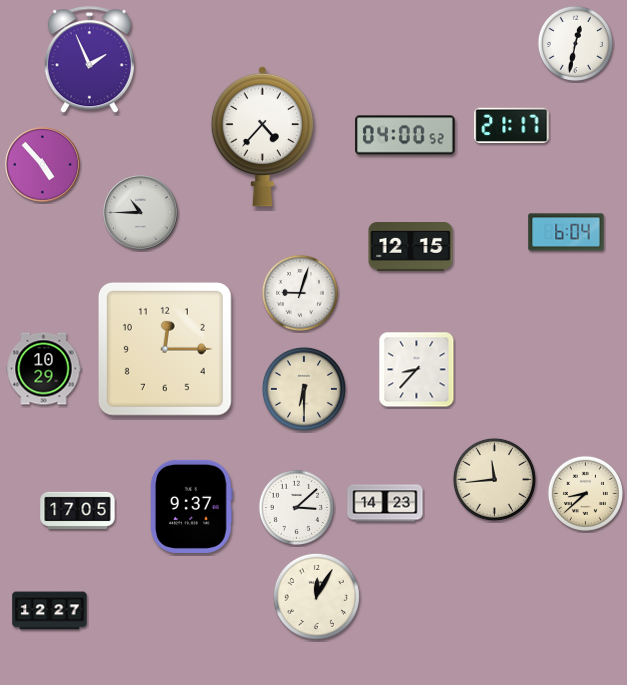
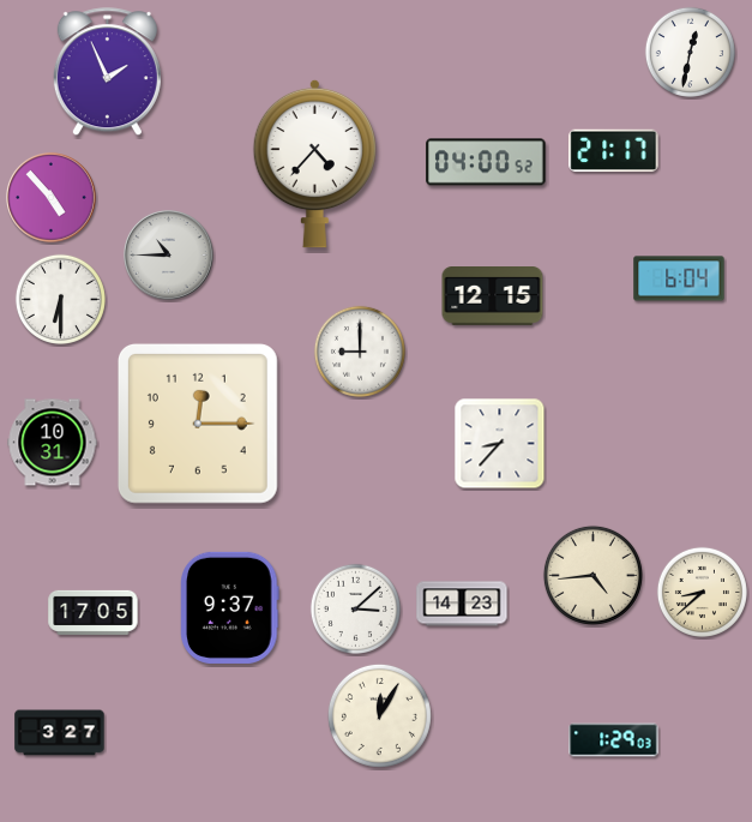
clock at (60, 299): none -> 6:30
clock at (300, 293): 9:03 -> 9:00
clock at (165, 349) position: (165, 349) -> (198, 424)
clock at (44, 369): 10:29 -> 10:31
clock at (304, 389): 6:30 -> none
clock at (494, 479): 11:44 -> 4:44
clock at (50, 611): 12:27 -> 3:27
clock at (614, 740): none -> 1:29
